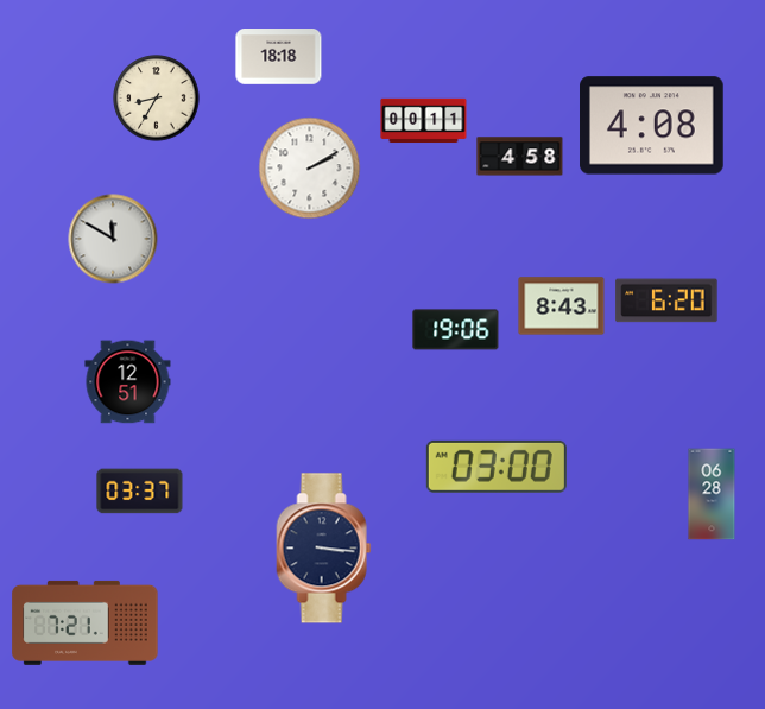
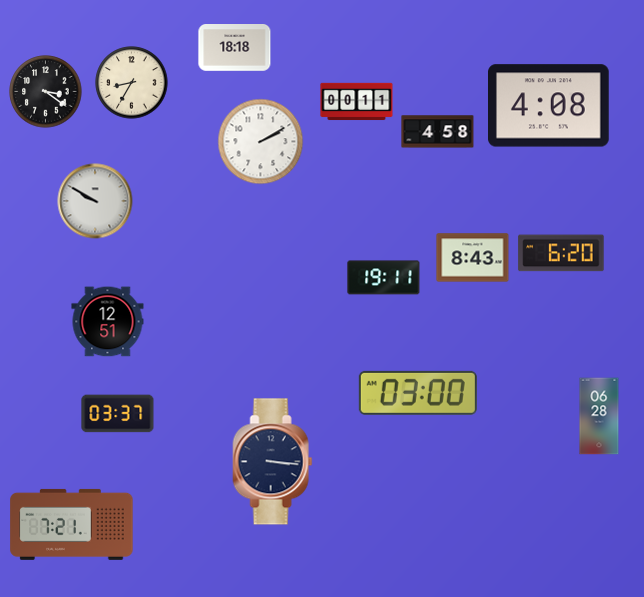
clock at (46, 92): none -> 3:21
clock at (113, 239): 11:50 -> 9:50
clock at (456, 330): 19:06 -> 19:11
